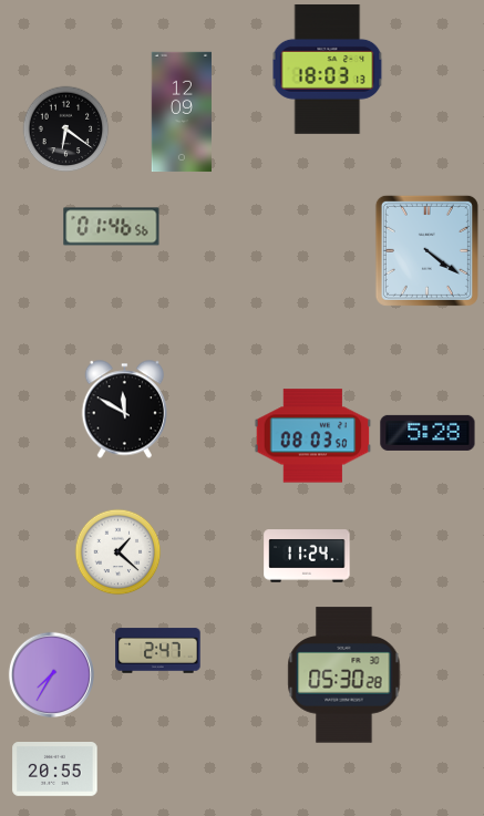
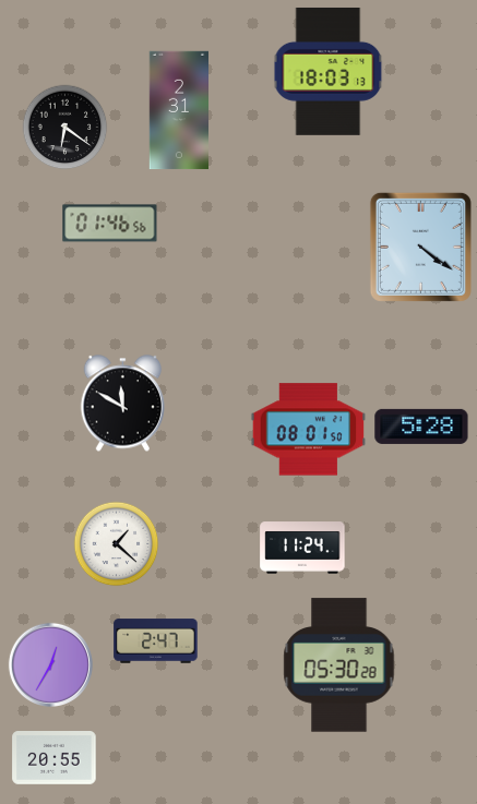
clock at (328, 69) position: (328, 69) -> (329, 71)
clock at (181, 112): 12:09 -> 2:31
clock at (313, 436): 08:03 -> 08:01
clock at (51, 674): 7:35 -> 12:35
